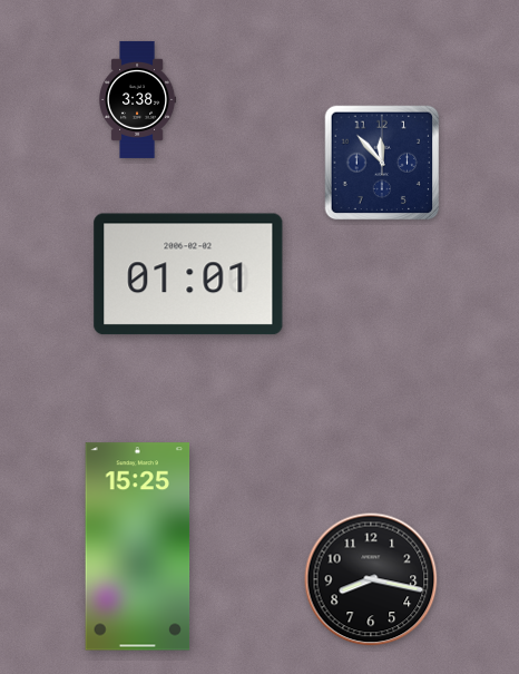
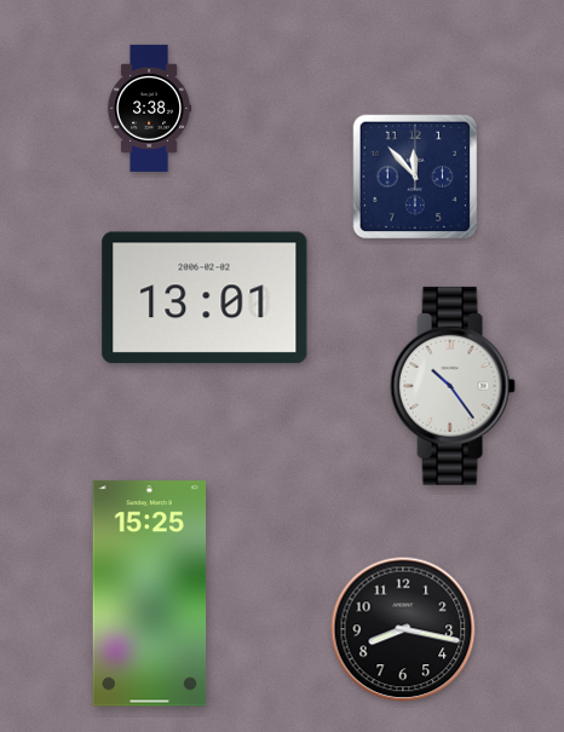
clock at (188, 274): 01:01 -> 13:01
clock at (453, 386): none -> 10:24
